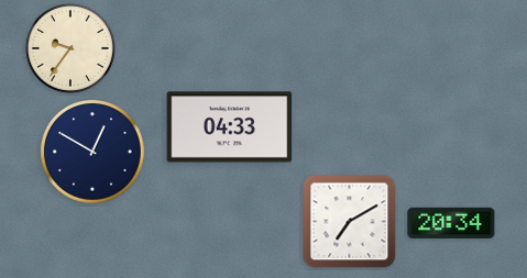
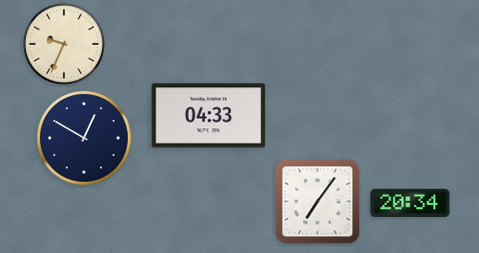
clock at (70, 48): 9:36 -> 9:34
clock at (350, 222): 7:10 -> 7:06
